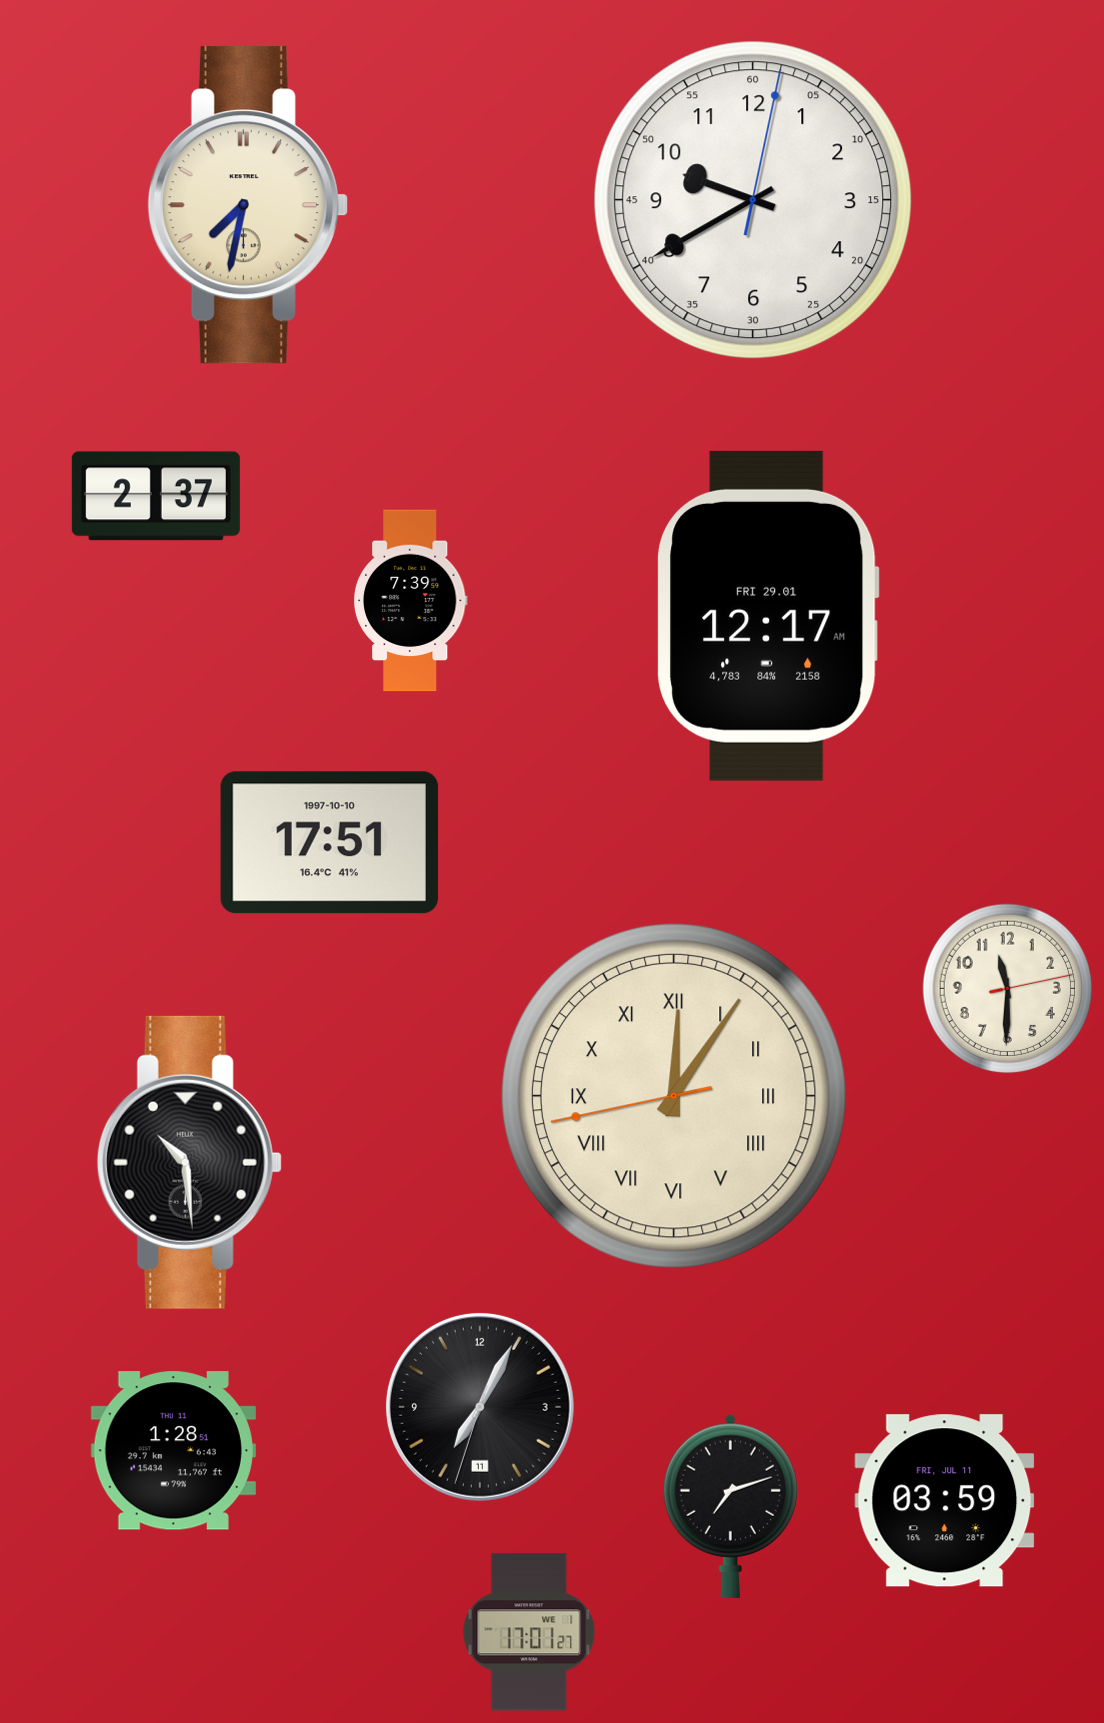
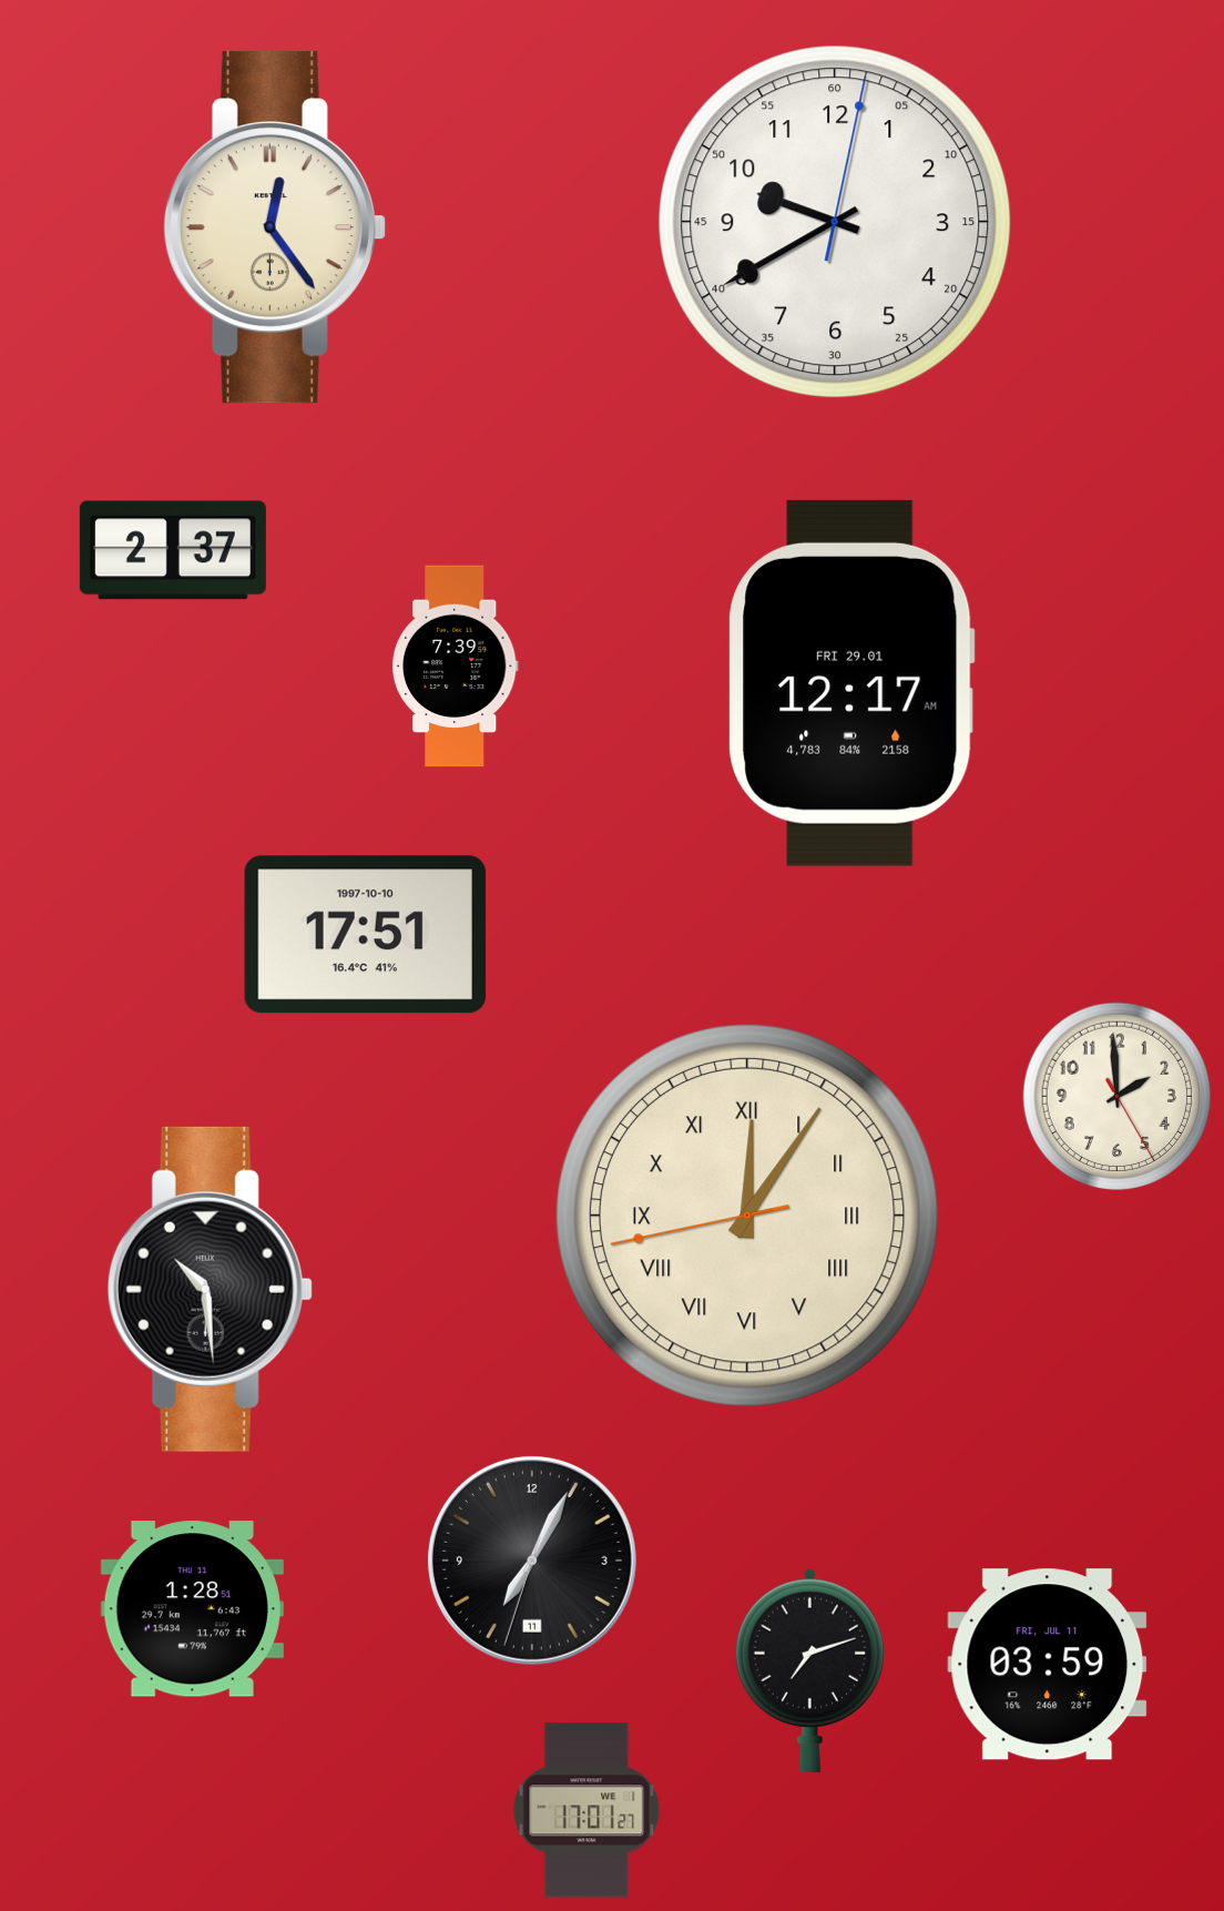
clock at (248, 205): 7:32 -> 12:24
clock at (1008, 989): 11:30 -> 1:59
